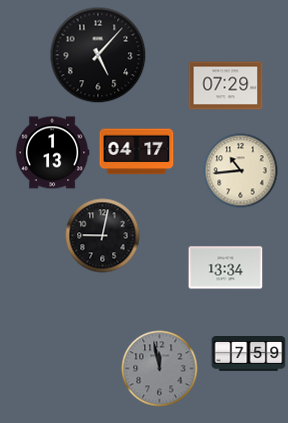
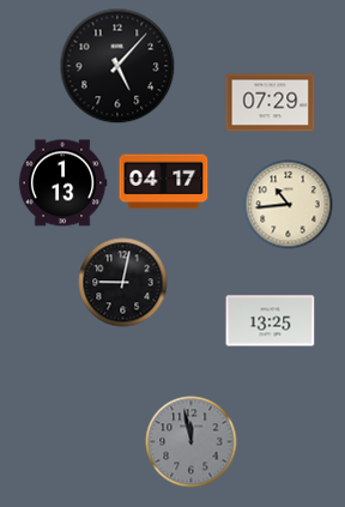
clock at (226, 268): 13:34 -> 13:25
clock at (249, 354): 7:59 -> none
